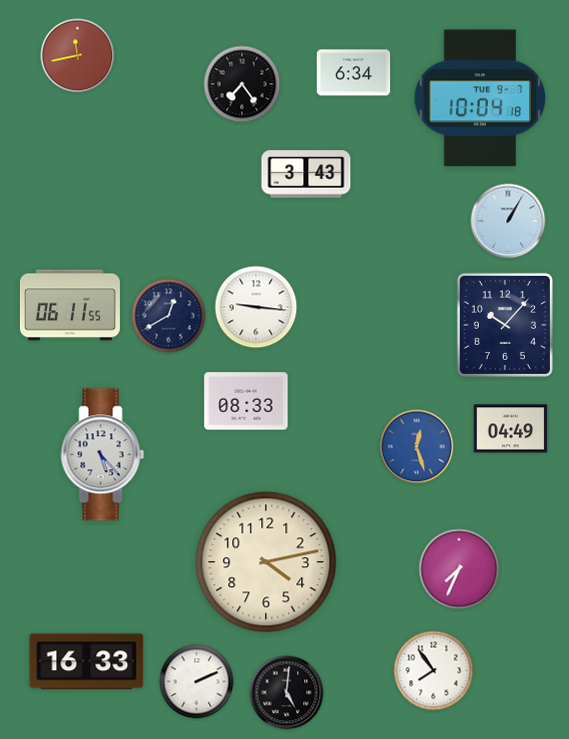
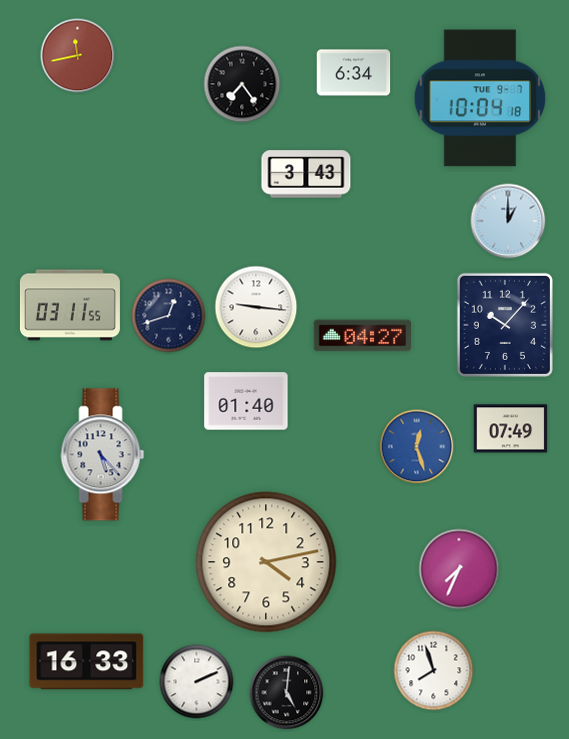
clock at (508, 221): 1:05 -> 1:00
clock at (70, 305): 06:11 -> 03:11
clock at (169, 316): 12:40 -> 12:42
clock at (362, 336): none -> 04:27
clock at (246, 401): 08:33 -> 01:40
clock at (511, 429): 04:49 -> 07:49
clock at (434, 671): 7:54 -> 7:57
